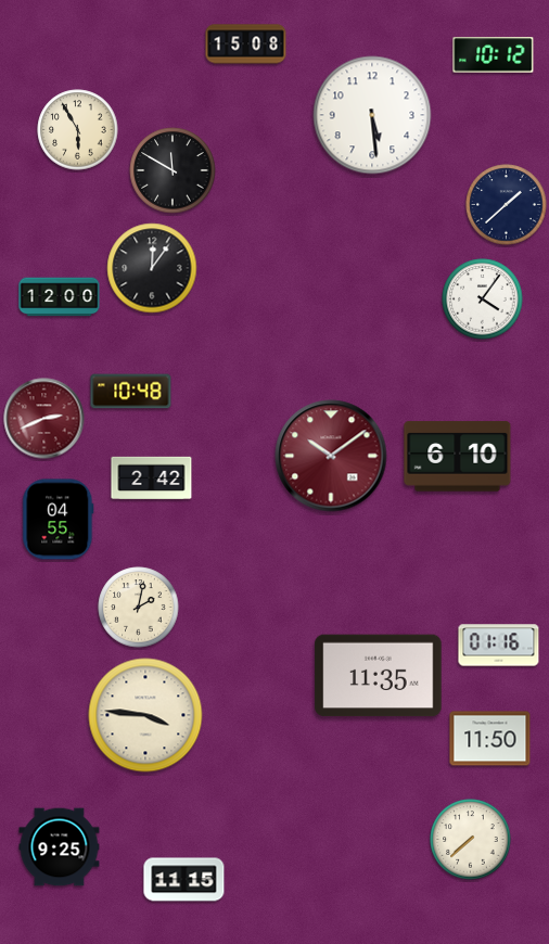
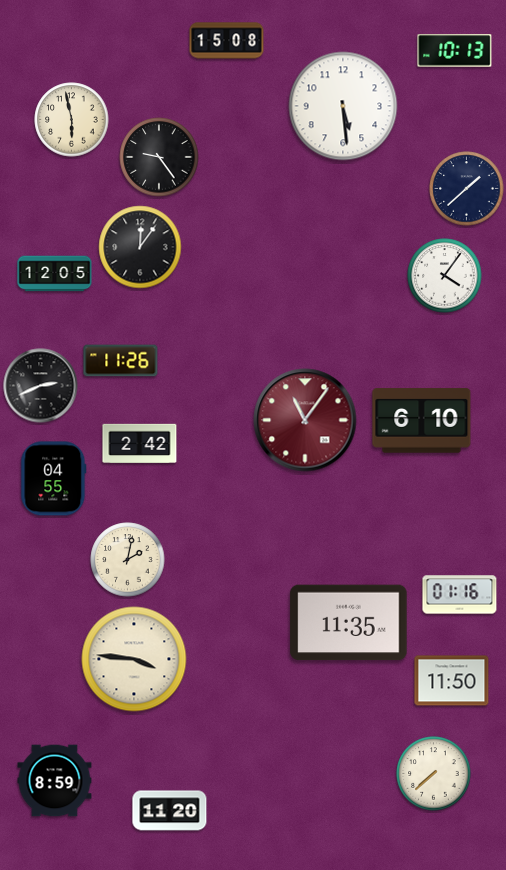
clock at (494, 55): 10:12 -> 10:13
clock at (78, 130): 5:55 -> 5:58
clock at (173, 170): 11:50 -> 9:24
clock at (60, 297): 12:00 -> 12:05
clock at (131, 392): 10:48 -> 11:26
clock at (44, 419) dial: burgundy -> black
clock at (331, 456): 10:09 -> 11:06
clock at (152, 477) position: (152, 477) -> (140, 443)
clock at (60, 847): 9:25 -> 8:59
clock at (184, 880): 11:15 -> 11:20
